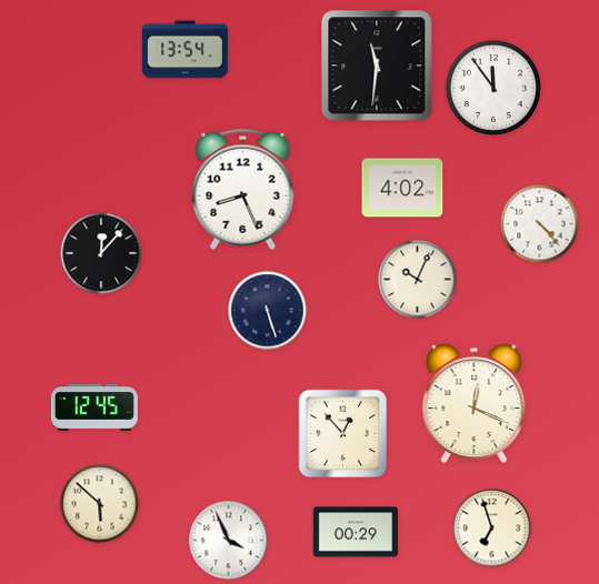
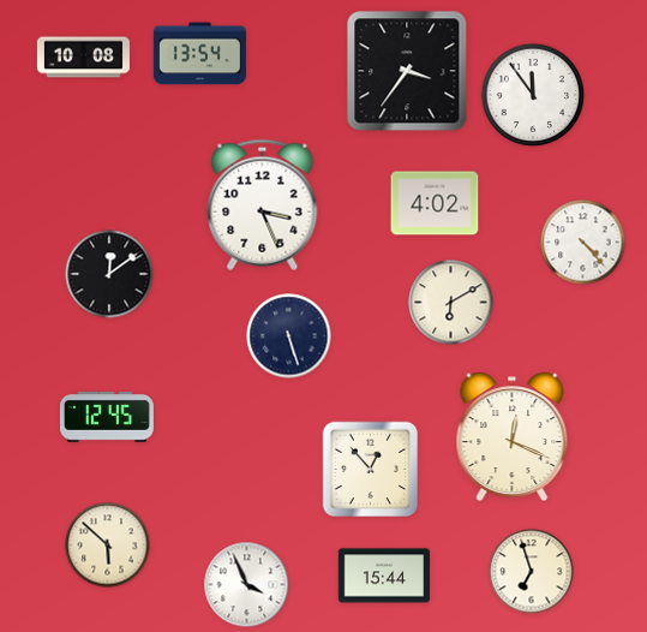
clock at (83, 58): none -> 10:08
clock at (377, 66): 11:31 -> 3:36
clock at (243, 189): 8:26 -> 3:26
clock at (101, 253): 12:07 -> 12:09
clock at (418, 280): 10:04 -> 6:10
clock at (94, 409) position: (94, 409) -> (107, 418)
clock at (355, 532): 00:29 -> 15:44
